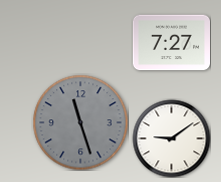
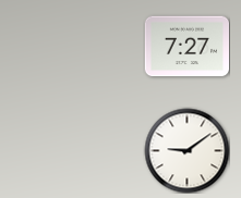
clock at (80, 122): 11:27 -> none
